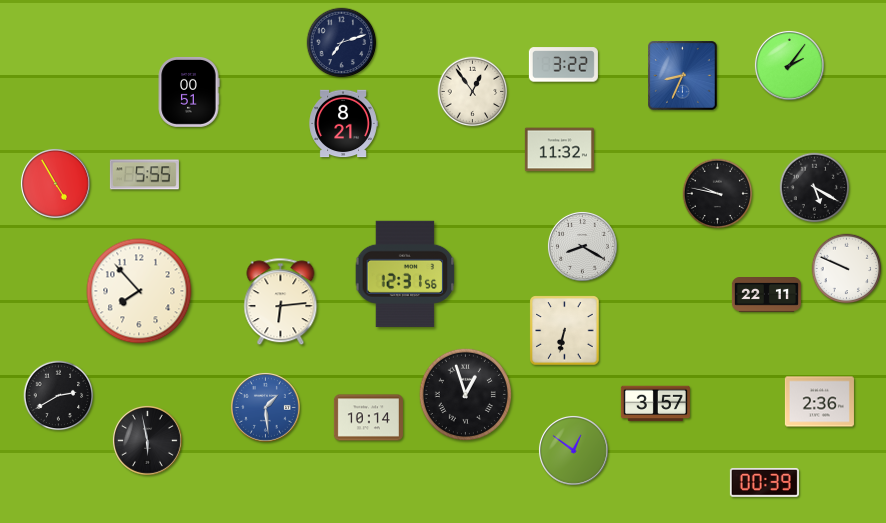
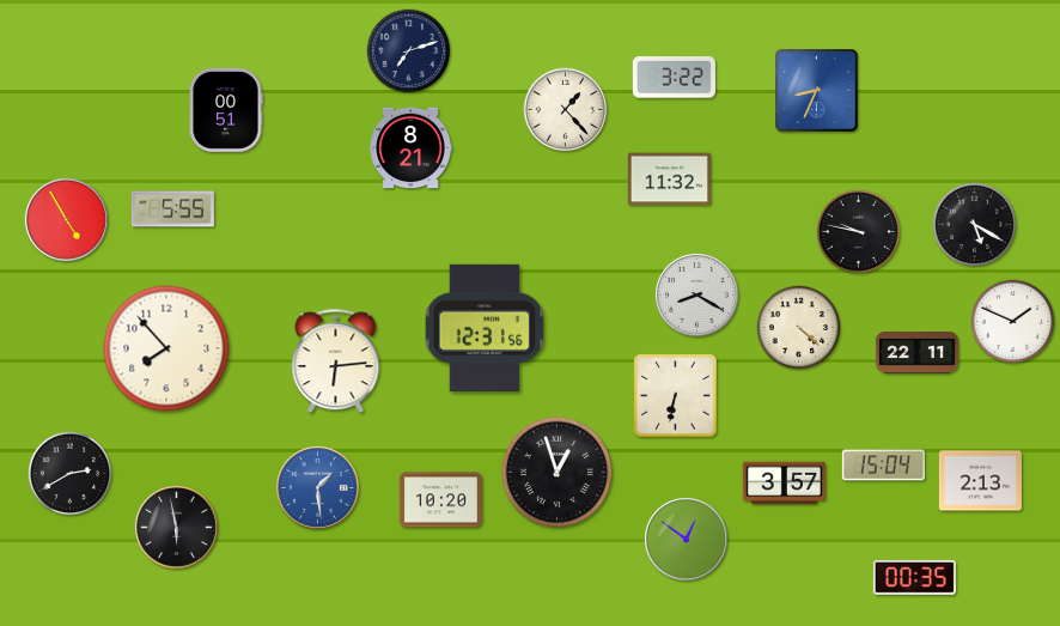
clock at (789, 65): 2:06 -> none
clock at (473, 92): 12:54 -> 1:23
clock at (847, 269): 9:49 -> 1:49
clock at (799, 328): none -> 4:22
clock at (883, 466): none -> 15:04
clock at (819, 402): 2:36 -> 2:13
clock at (368, 418): 10:14 -> 10:20
clock at (764, 482): 00:39 -> 00:35
